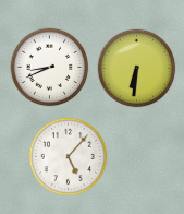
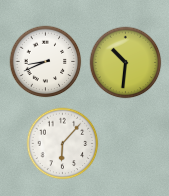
clock at (137, 69): 6:31 -> 10:31
clock at (69, 157): 5:07 -> 6:07
